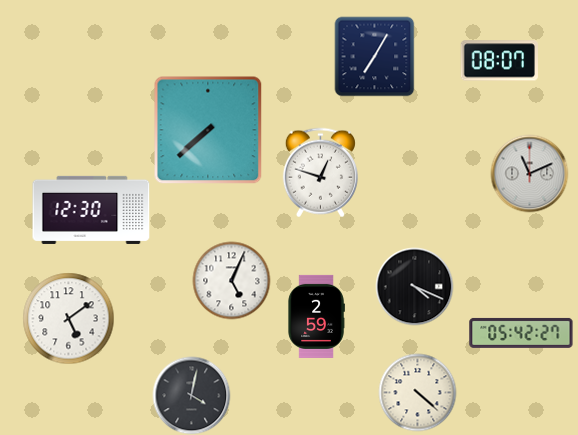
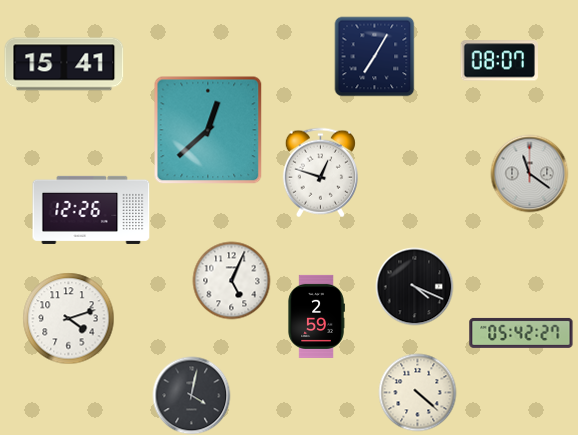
clock at (64, 64): none -> 15:41
clock at (208, 130): 7:38 -> 12:38
clock at (529, 173): 11:11 -> 11:21
clock at (91, 210): 12:30 -> 12:26
clock at (68, 318): 5:09 -> 4:12
